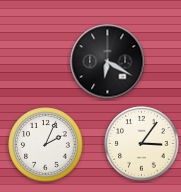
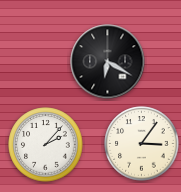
clock at (46, 145): 2:04 -> 2:07
